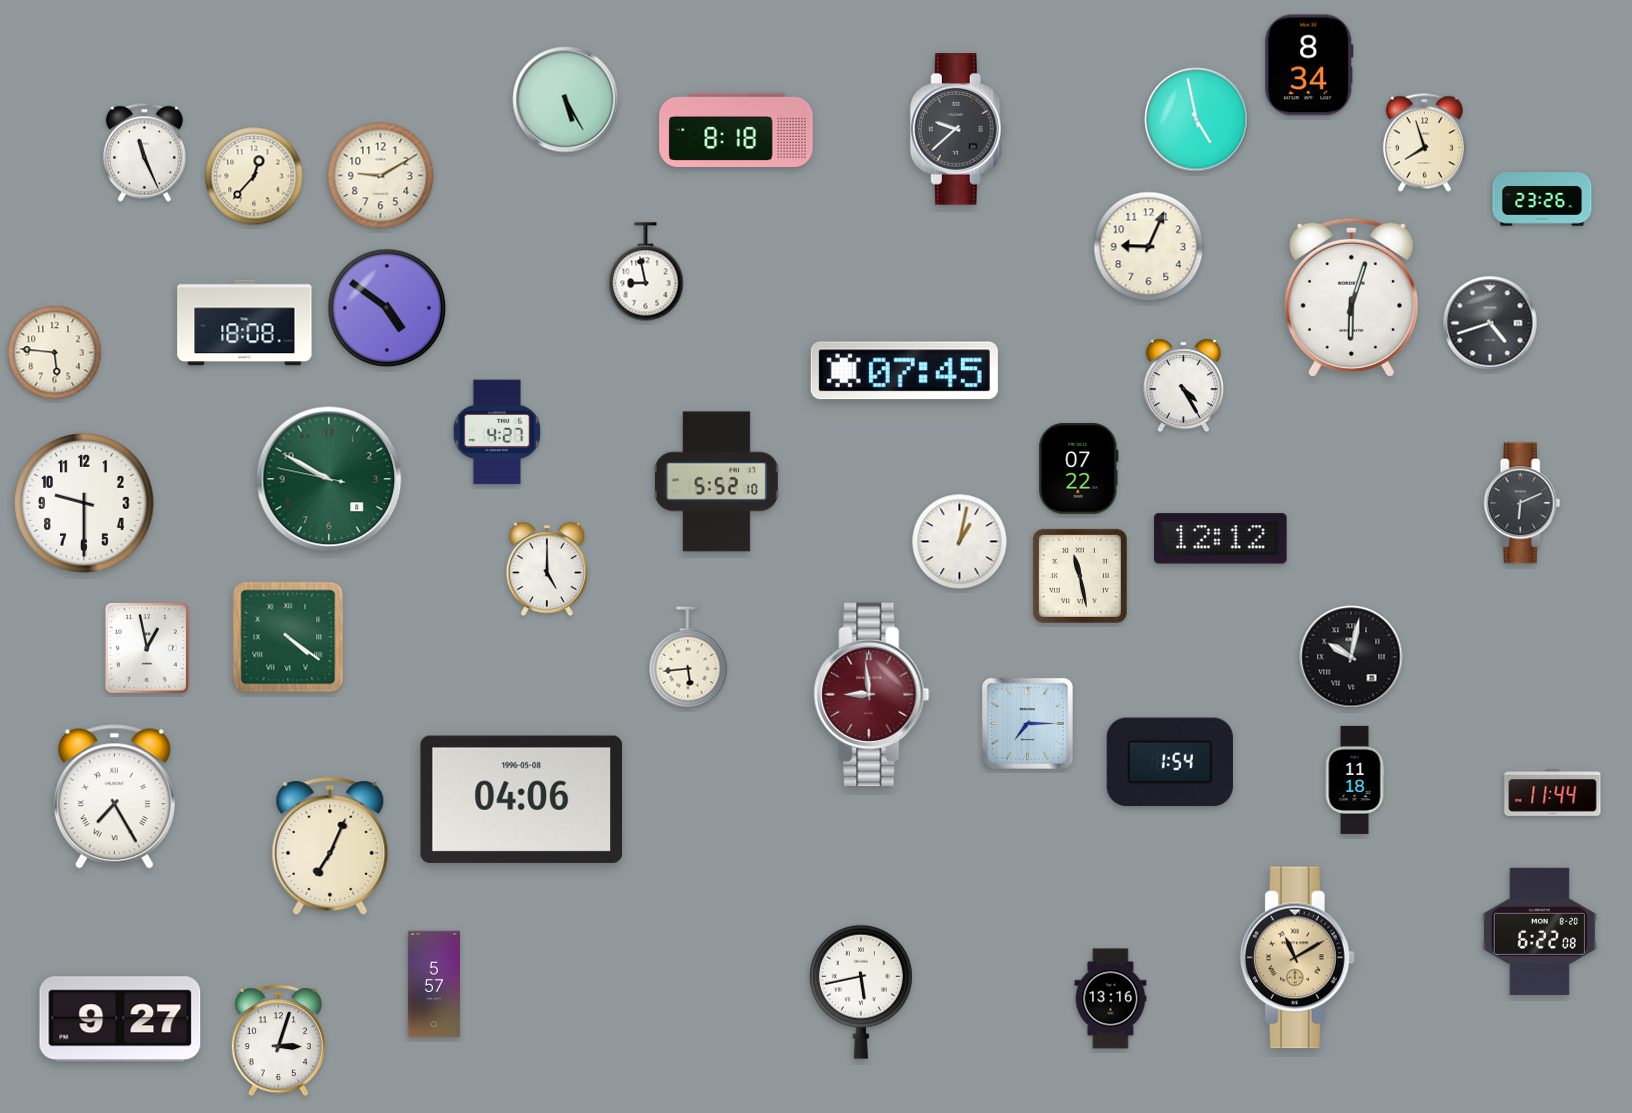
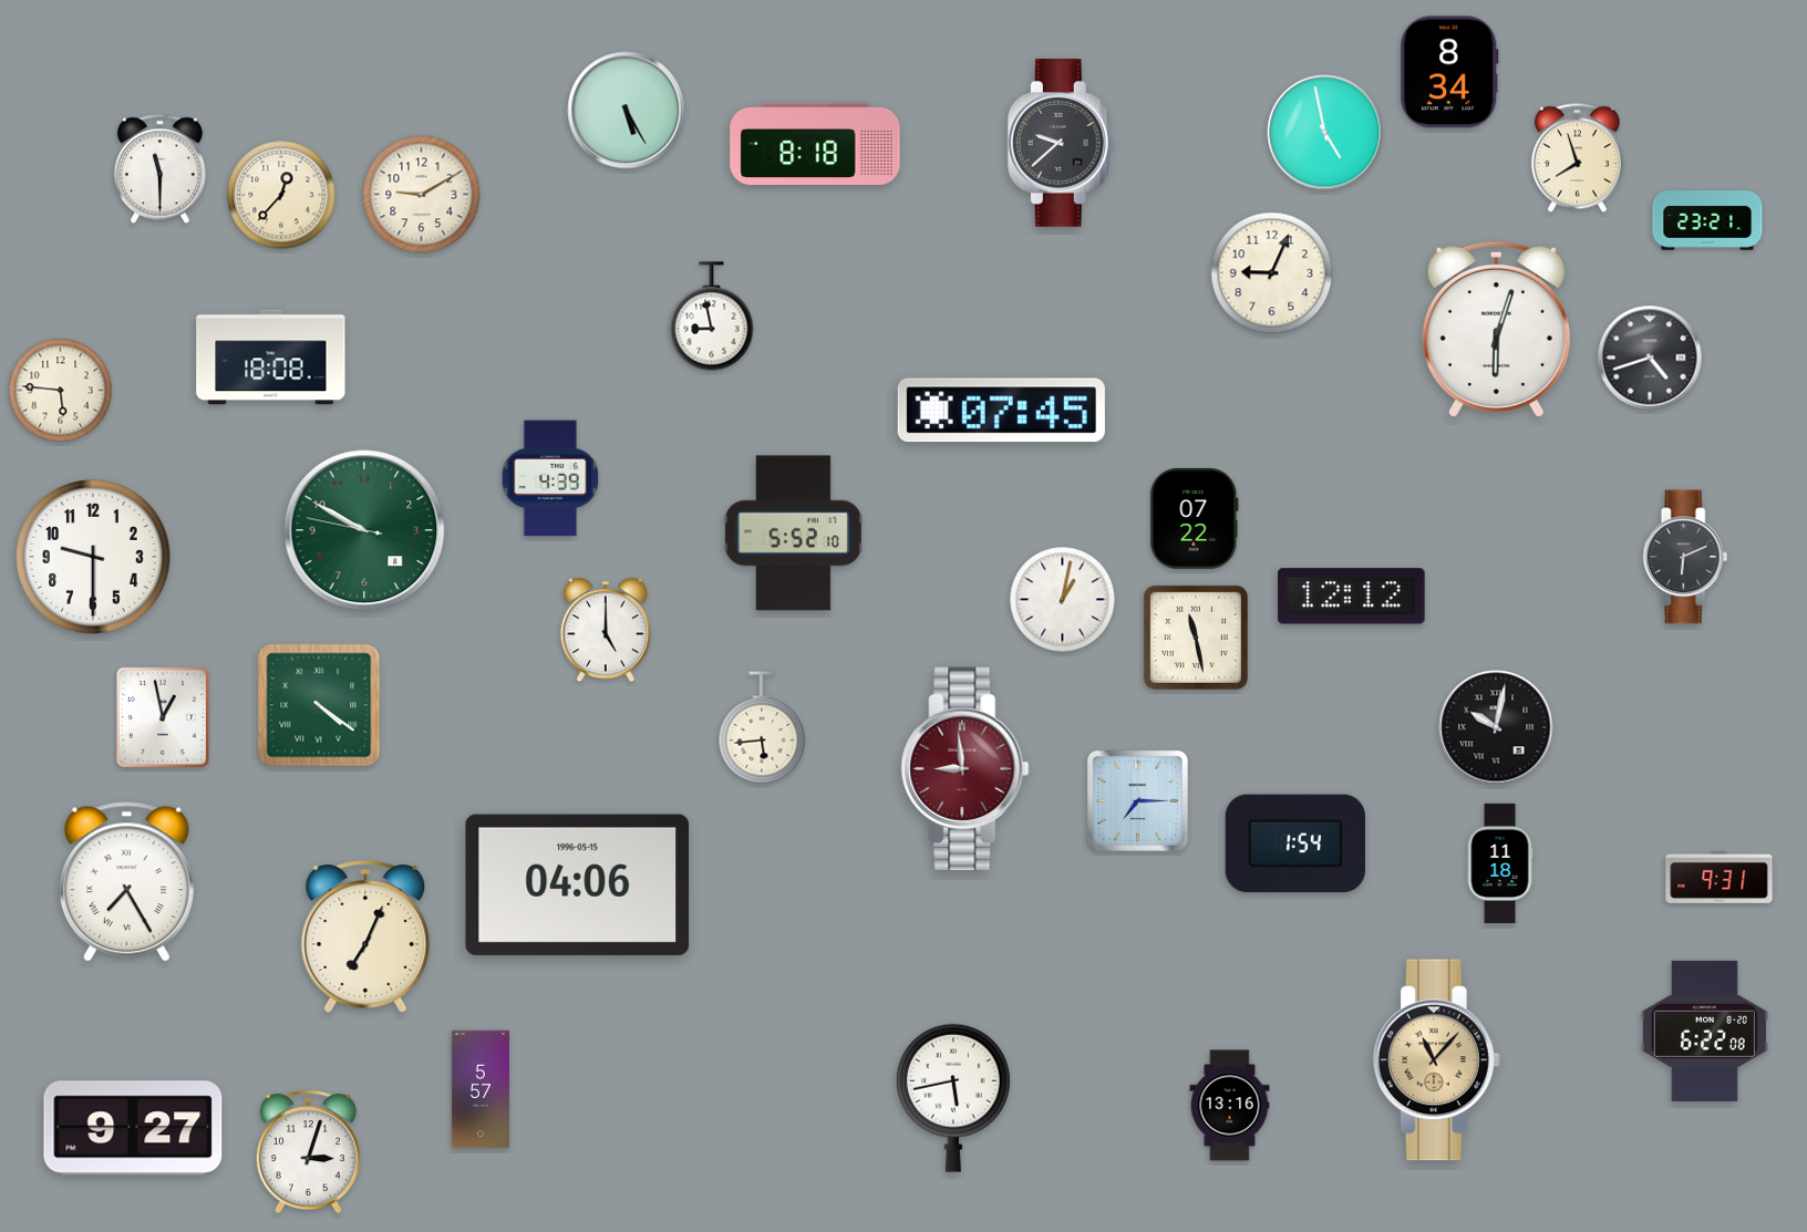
clock at (144, 153): 11:26 -> 11:30
clock at (1542, 199): 23:26 -> 23:21
clock at (646, 272) position: (646, 272) -> (712, 317)
clock at (387, 308): 4:51 -> none
clock at (1183, 386): 4:25 -> none
clock at (497, 432): 4:27 -> 4:39
clock at (1553, 793): 11:44 -> 9:31
clock at (522, 799) date: 1996-05-08 -> 1996-05-15
clock at (1297, 958): 11:10 -> 11:07
